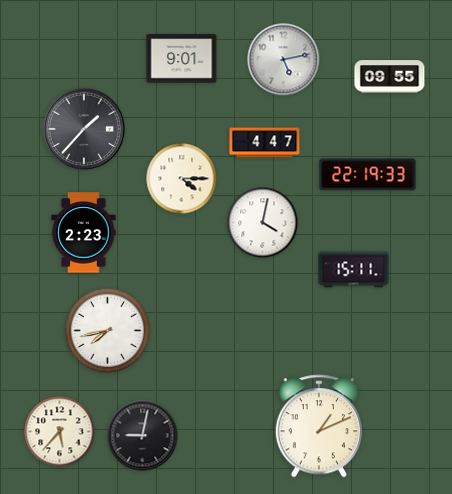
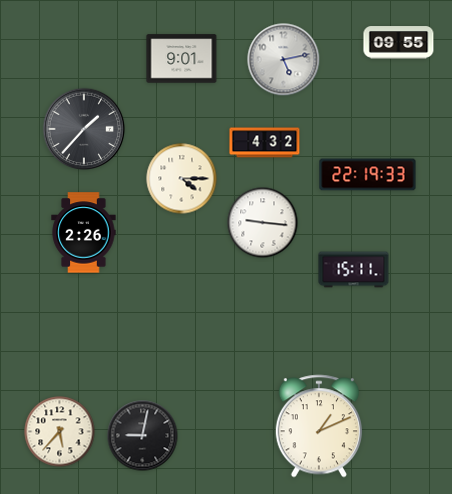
clock at (390, 77) position: (390, 77) -> (399, 43)
clock at (265, 143): 4:47 -> 4:32
clock at (263, 223): 4:02 -> 9:16
clock at (84, 233): 2:23 -> 2:26
clock at (108, 331): 7:43 -> none
